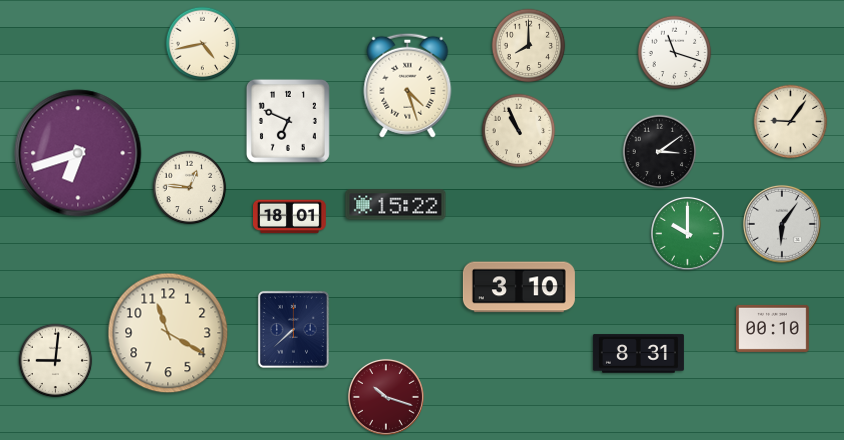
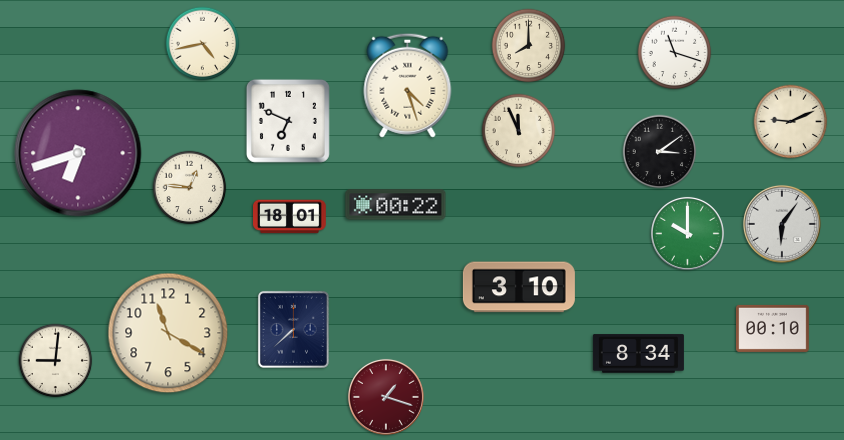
clock at (791, 122): 9:06 -> 9:11
clock at (519, 131): 10:56 -> 11:56
clock at (396, 205): 15:22 -> 00:22
clock at (638, 354): 8:31 -> 8:34
clock at (386, 397): 10:18 -> 1:18
